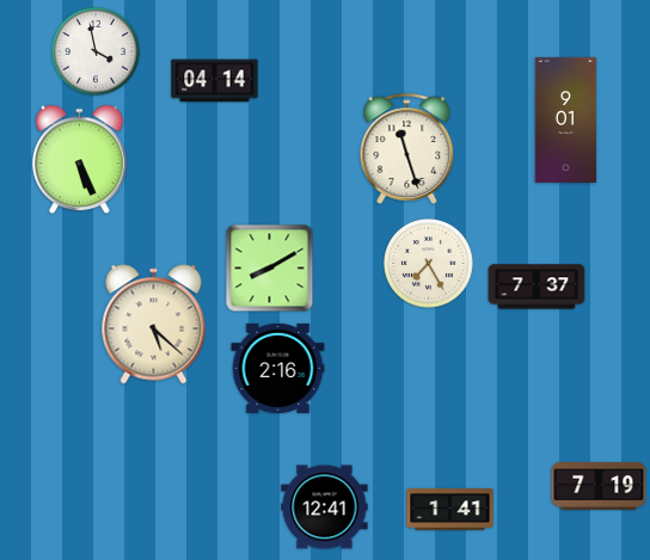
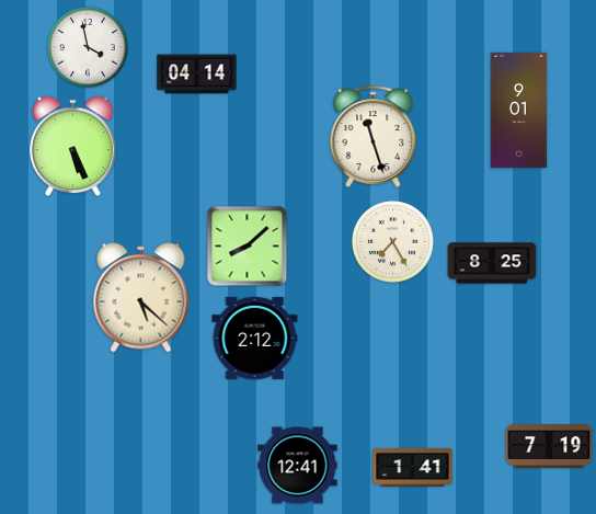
clock at (270, 269): 8:10 -> 8:08
clock at (536, 287): 7:37 -> 8:25
clock at (278, 368): 2:16 -> 2:12
